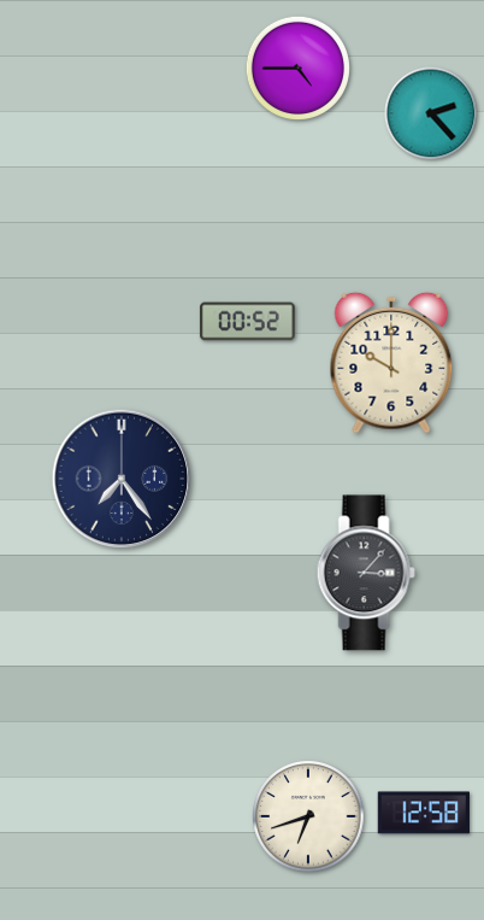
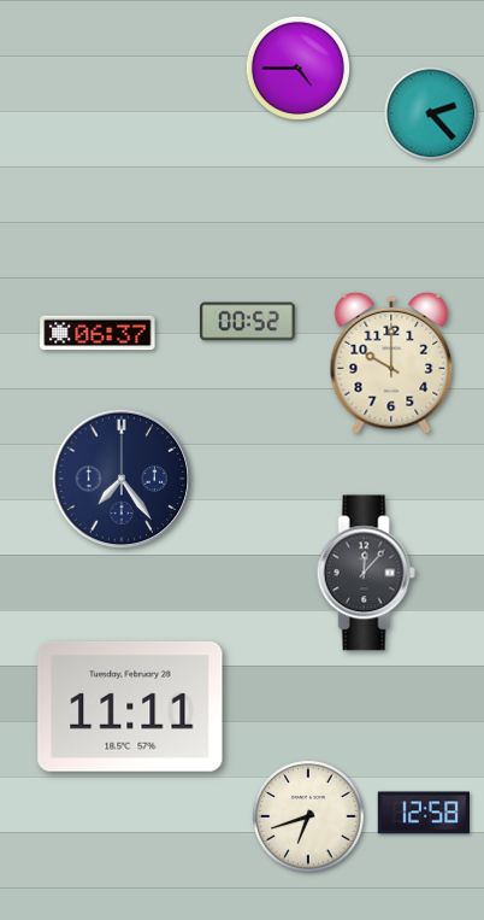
clock at (98, 333): none -> 06:37
clock at (366, 573): 3:07 -> 12:07
clock at (130, 707): none -> 11:11
